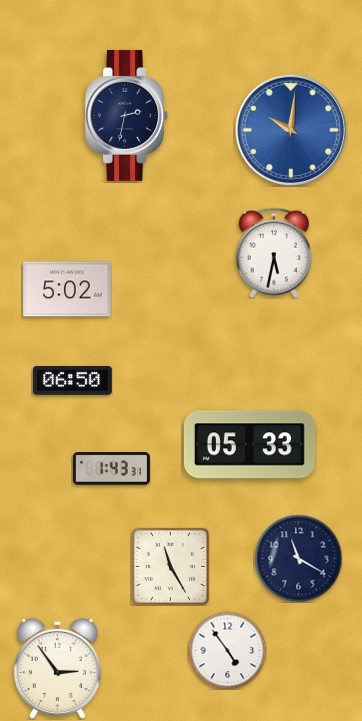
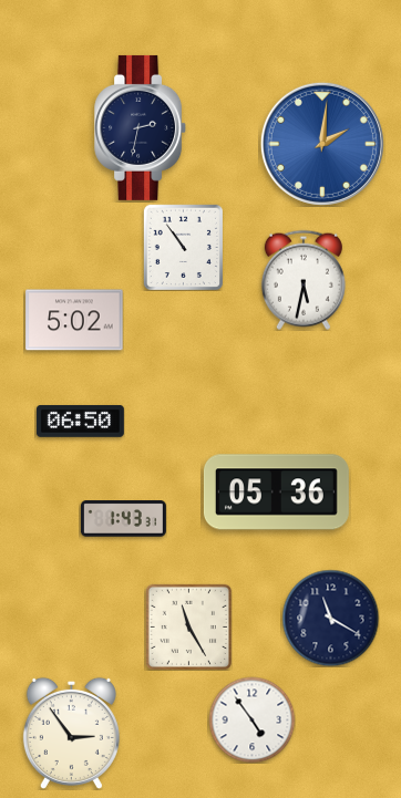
clock at (291, 130): 10:01 -> 2:01
clock at (183, 247): none -> 10:54
clock at (249, 445): 05:33 -> 05:36
clock at (57, 668) position: (57, 668) -> (71, 733)
